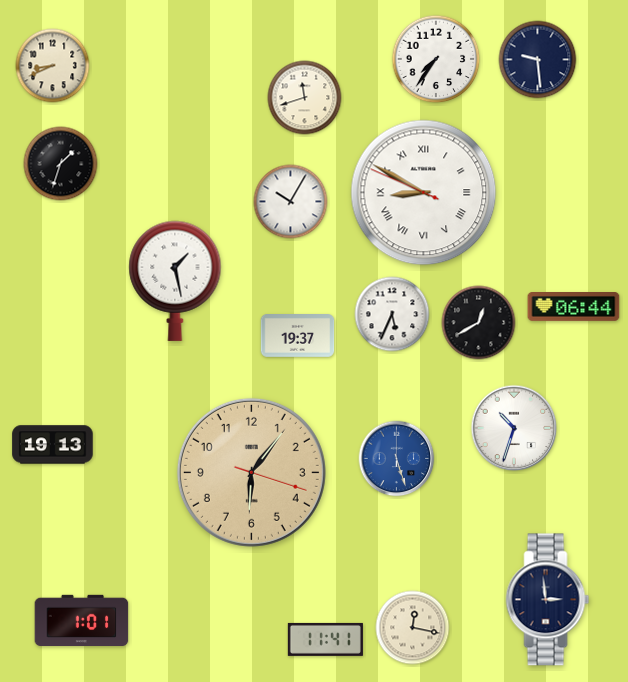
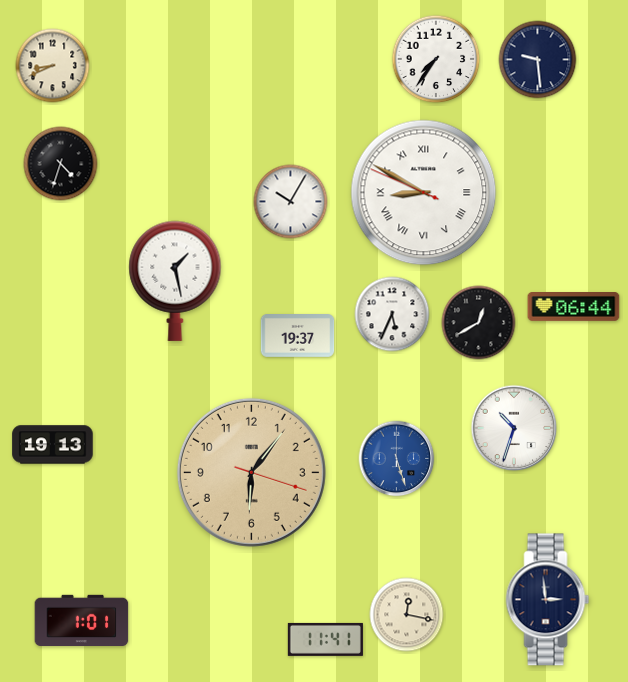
clock at (305, 98): 11:42 -> none
clock at (61, 164): 1:33 -> 4:33
clock at (413, 628) position: (413, 628) -> (407, 615)
